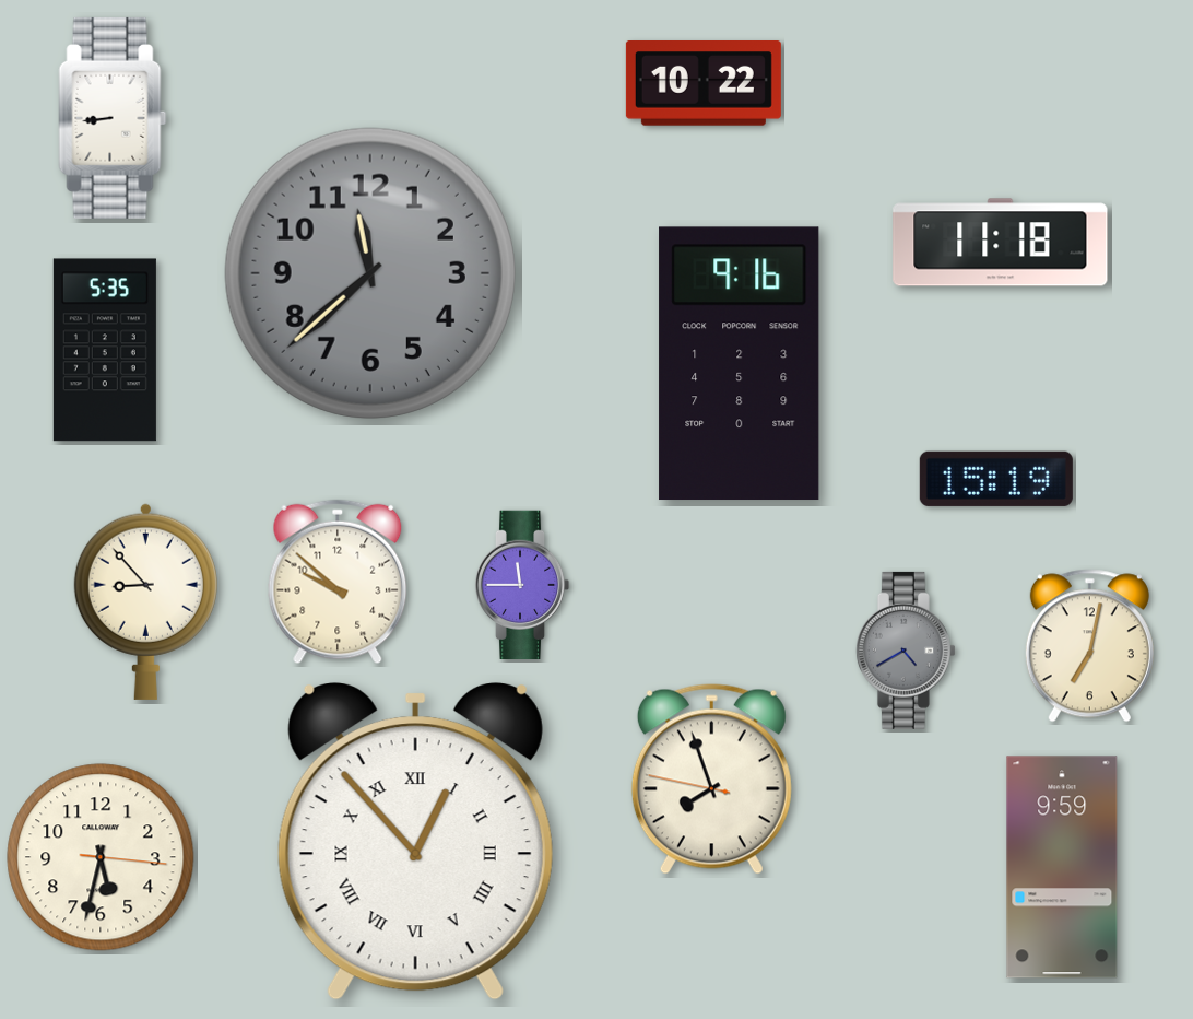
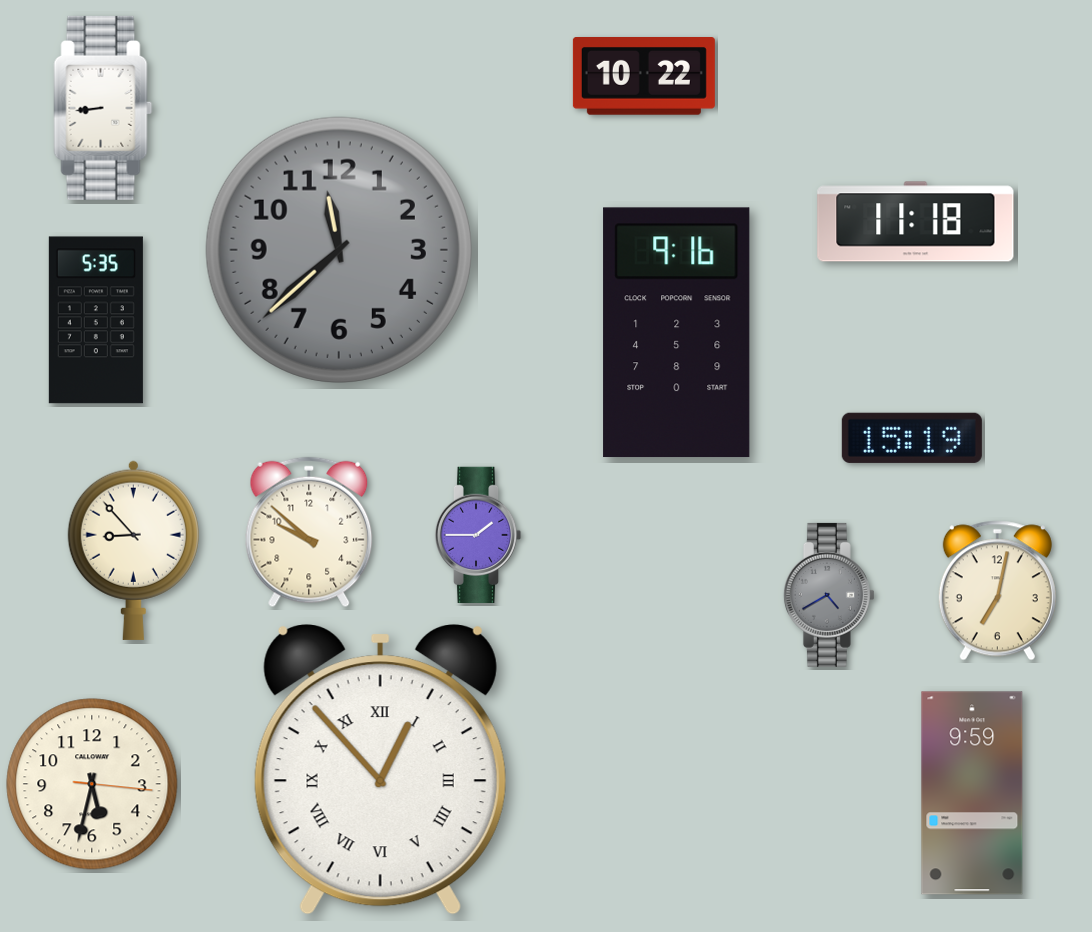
clock at (522, 584): 11:45 -> 1:45
clock at (711, 780): 7:56 -> none
